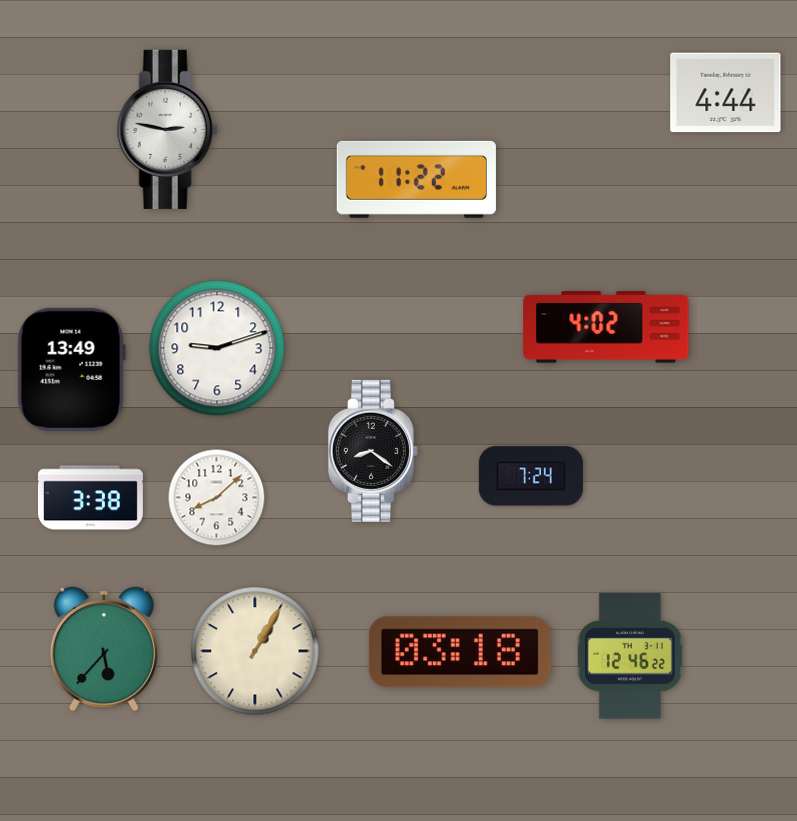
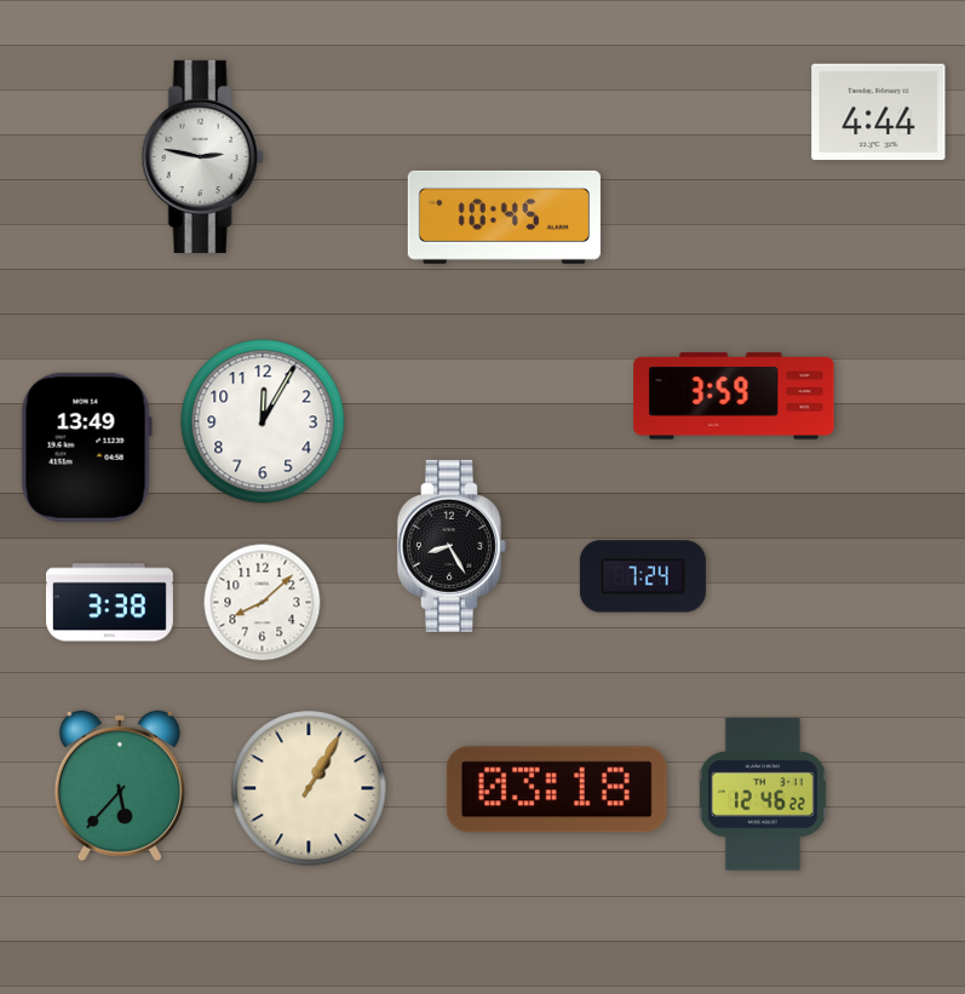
clock at (416, 179): 11:22 -> 10:45
clock at (606, 327): 4:02 -> 3:59
clock at (217, 348): 9:12 -> 12:05
clock at (373, 451): 8:21 -> 8:25
clock at (104, 649) position: (104, 649) -> (120, 786)
